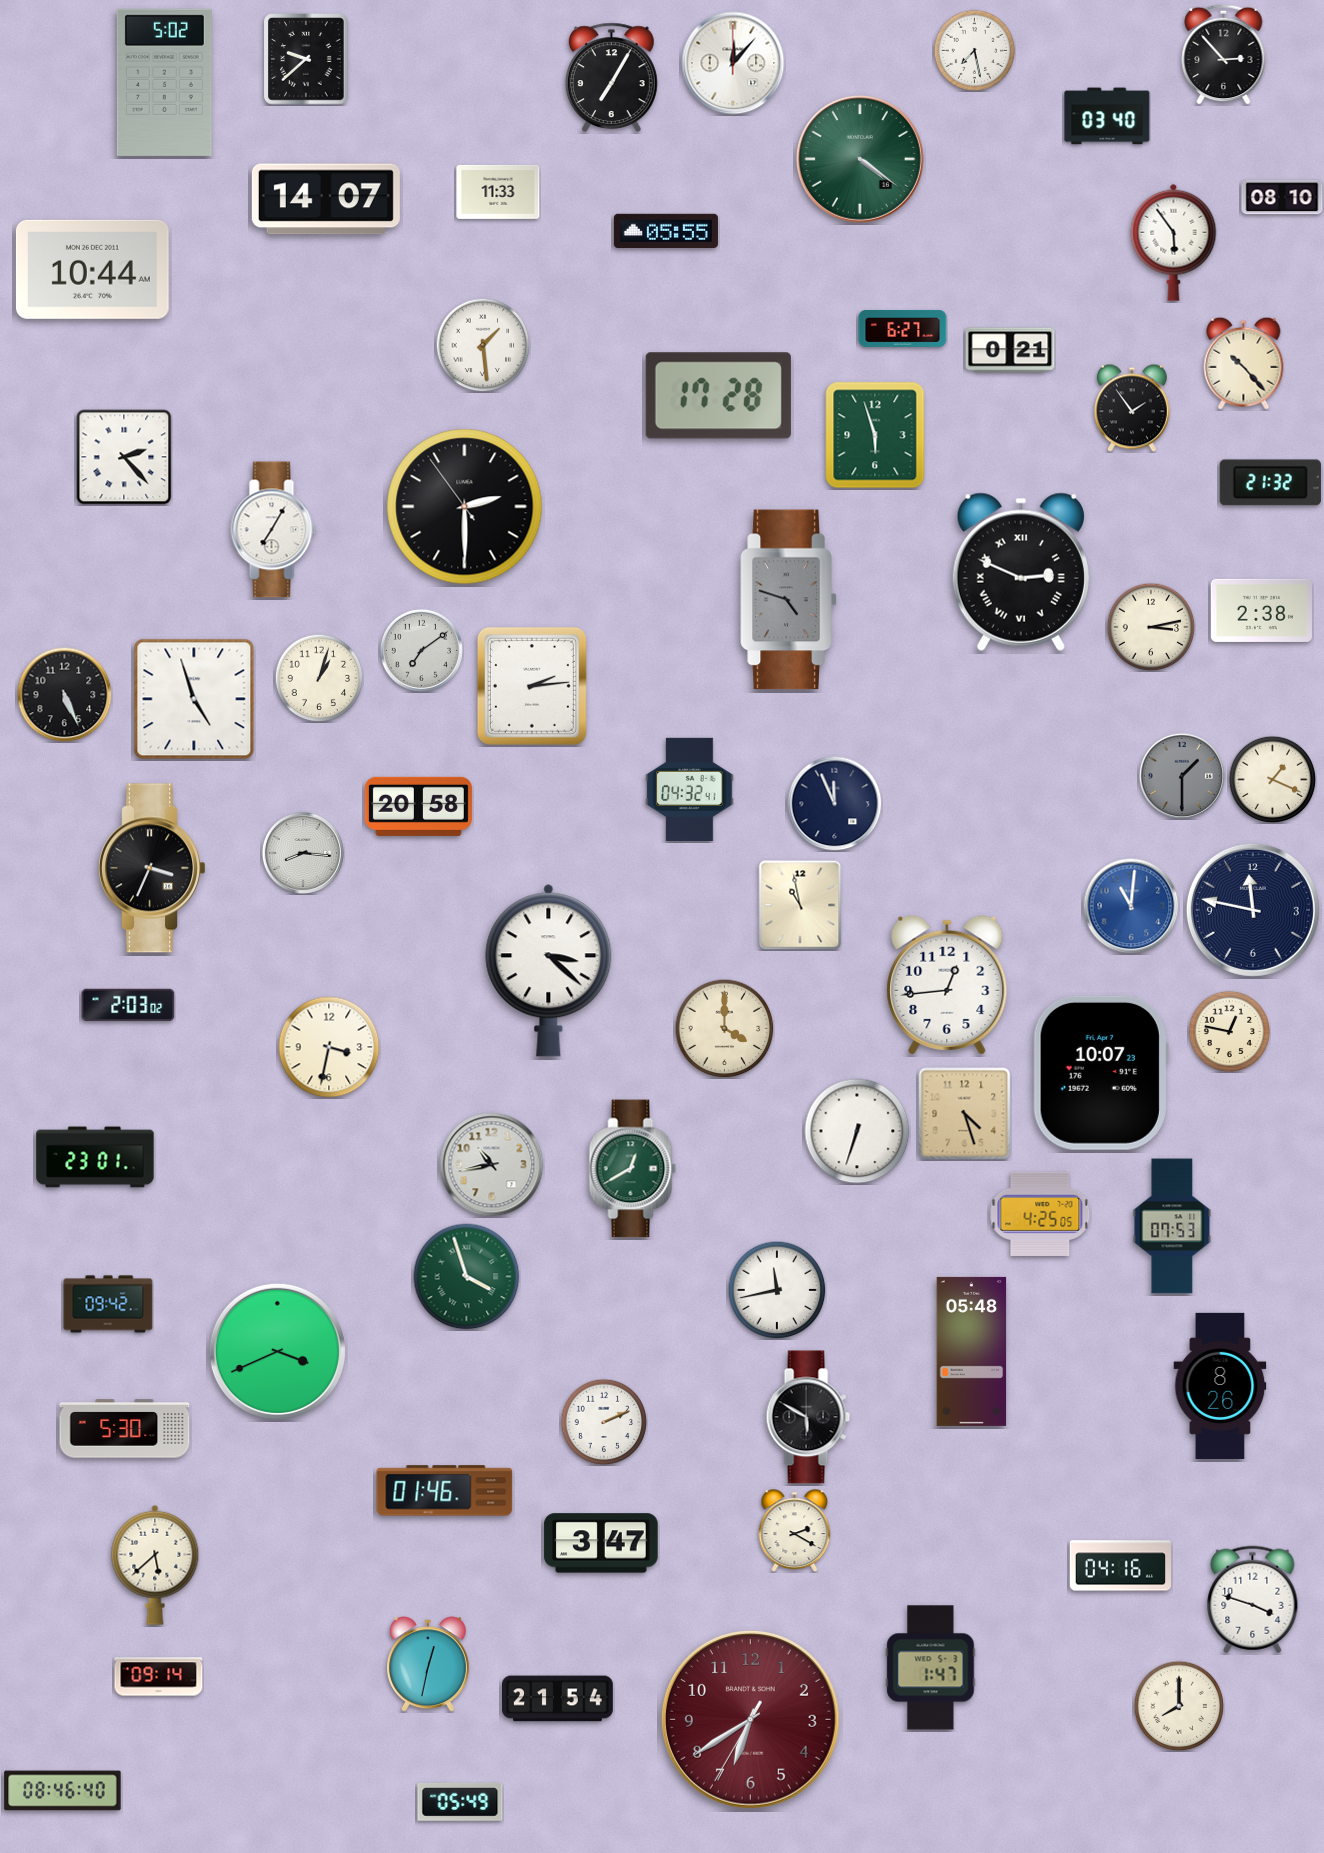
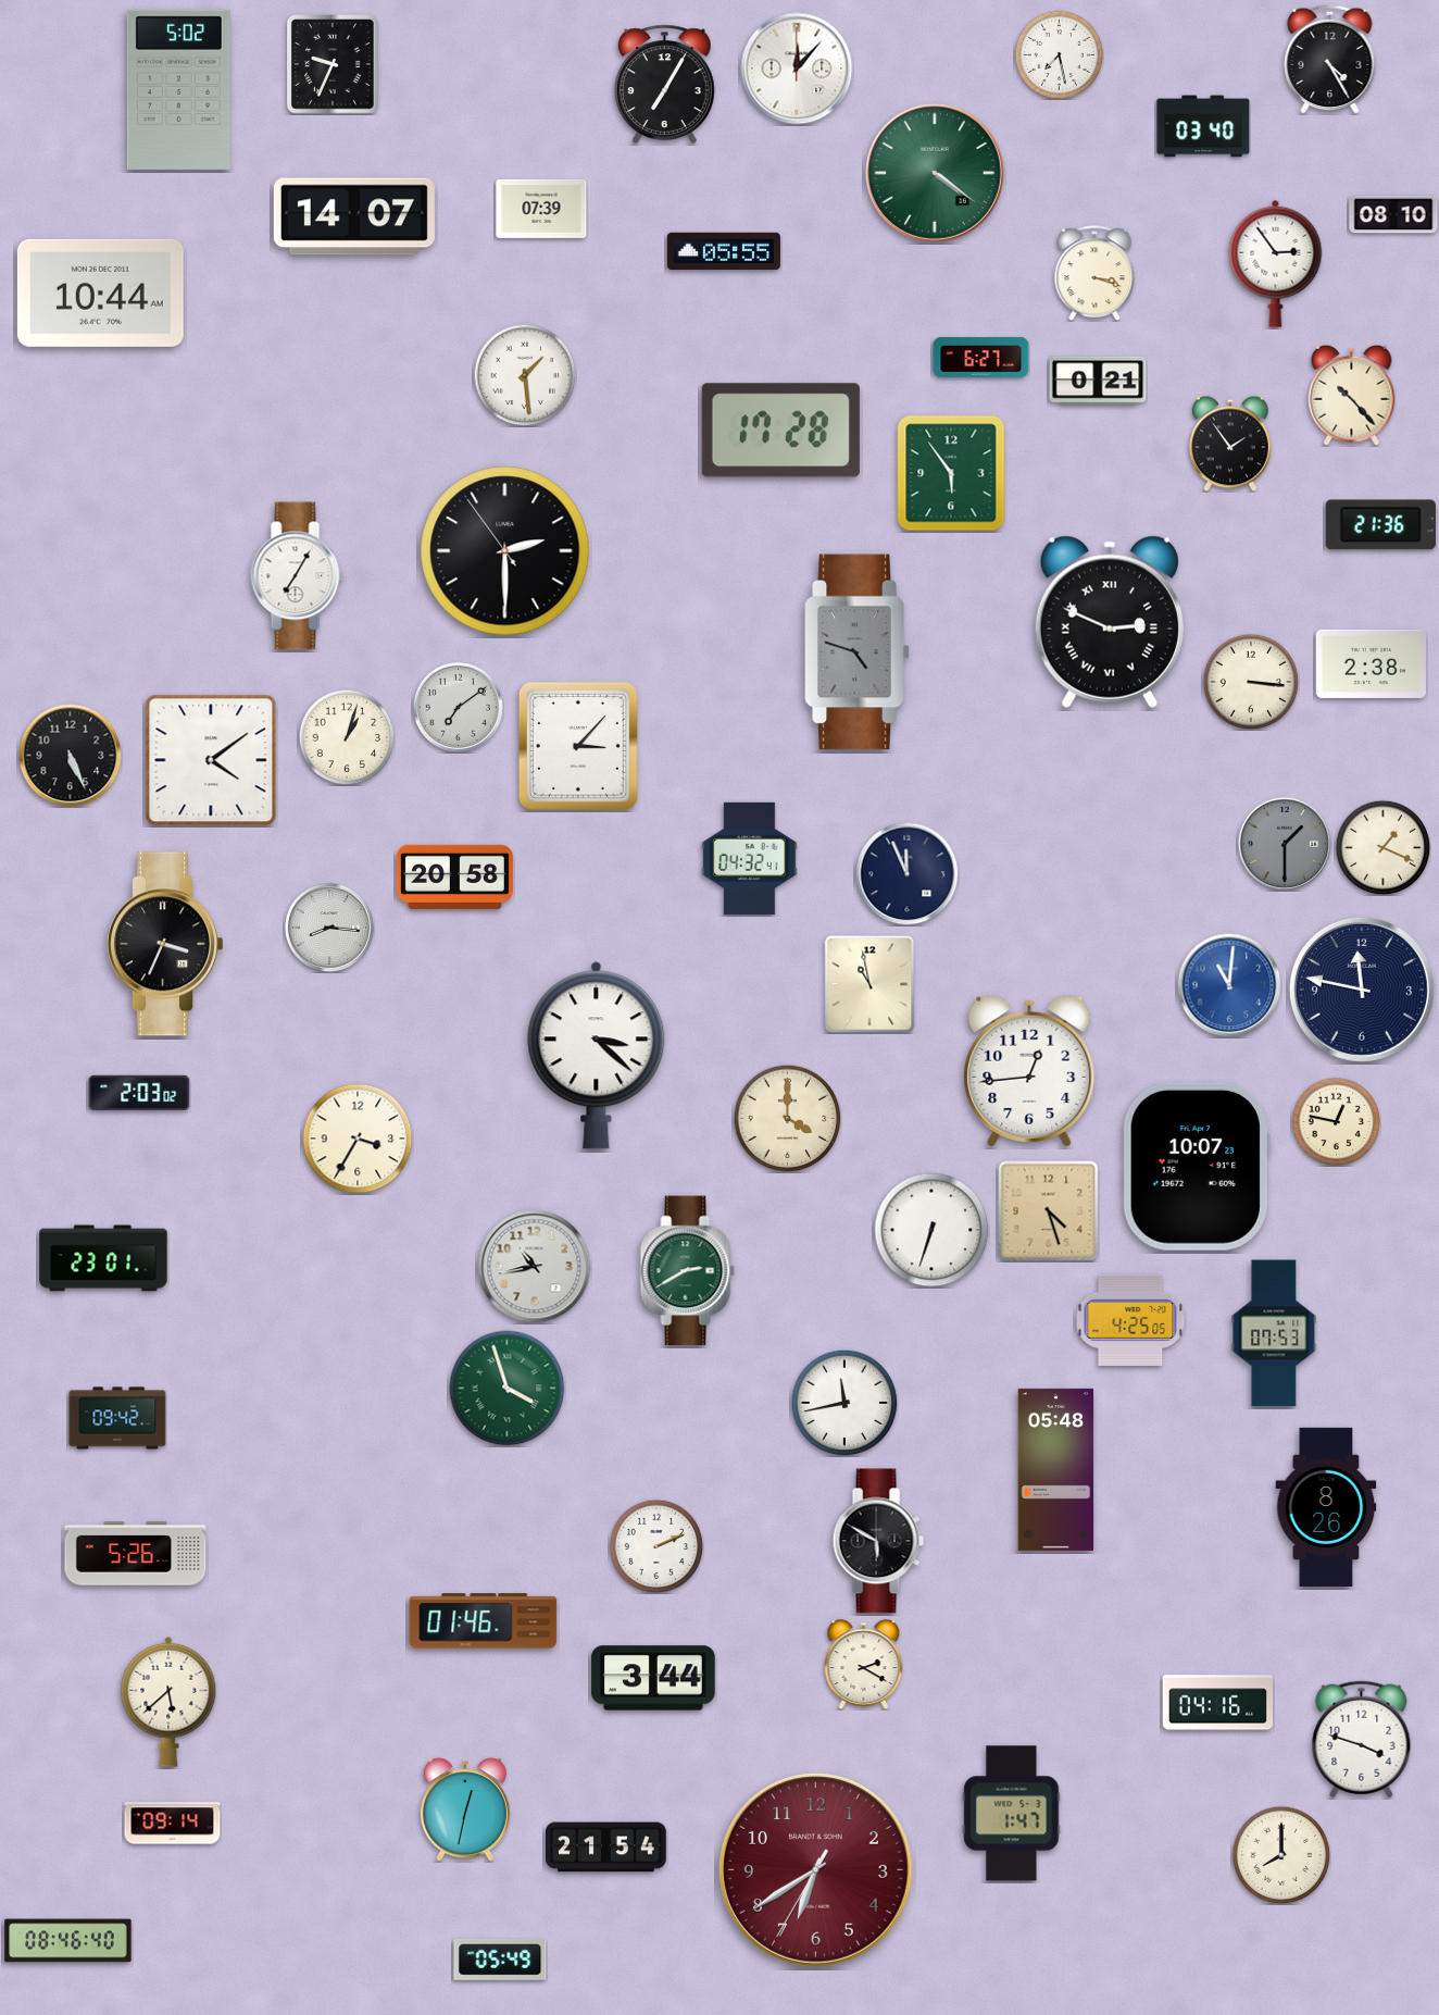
clock at (1224, 54): 2:53 -> 4:25
clock at (306, 59): 9:38 -> 9:34
clock at (498, 192): 11:33 -> 07:39
clock at (1174, 242): 5:54 -> 2:54
clock at (1094, 273): none -> 3:18
clock at (875, 435): 5:57 -> 5:54
clock at (124, 457): 2:23 -> none
clock at (1270, 483): 21:32 -> 21:36
clock at (1151, 627): 3:13 -> 3:16
clock at (532, 686): 2:14 -> 3:07
clock at (194, 699): 4:57 -> 4:09
clock at (329, 1047): 3:32 -> 3:35
clock at (633, 1169): 12:40 -> 2:40
clock at (277, 1351): 3:41 -> none
clock at (125, 1429): 5:30 -> 5:26
clock at (601, 1543): 3:47 -> 3:44
clock at (63, 1791) position: (63, 1791) -> (68, 1941)
